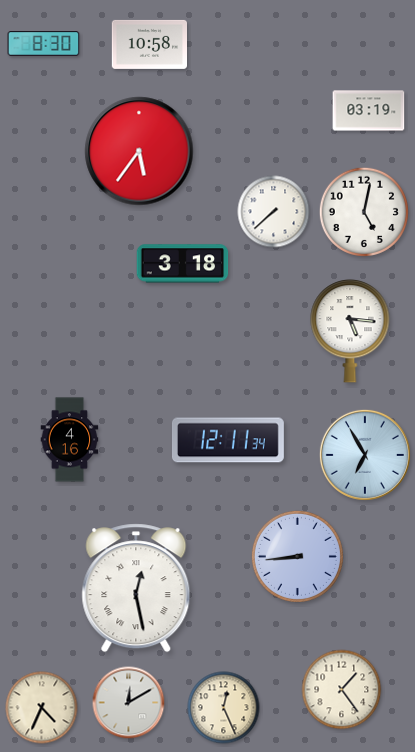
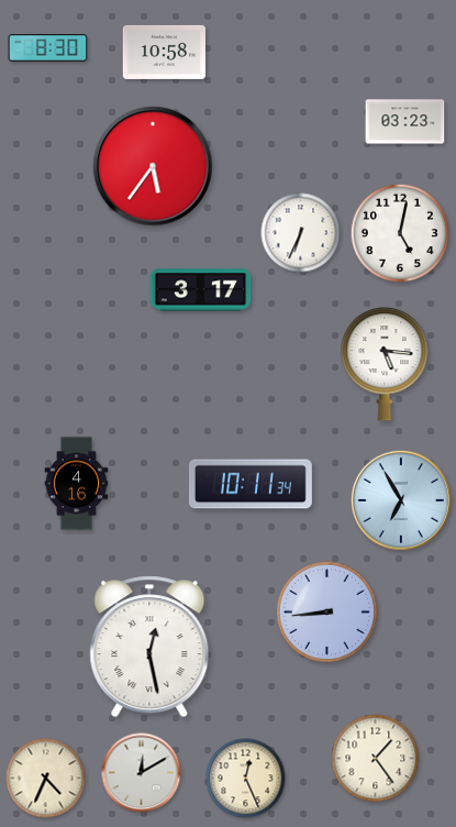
clock at (149, 44) position: (149, 44) -> (164, 52)
clock at (369, 111): 03:19 -> 03:23
clock at (274, 212): 7:38 -> 6:34
clock at (183, 264): 3:18 -> 3:17
clock at (228, 440): 12:11 -> 10:11
